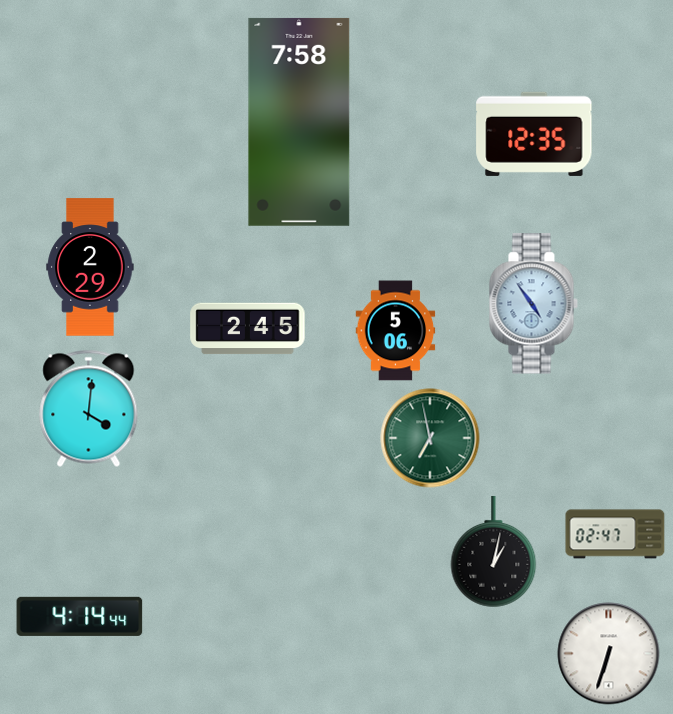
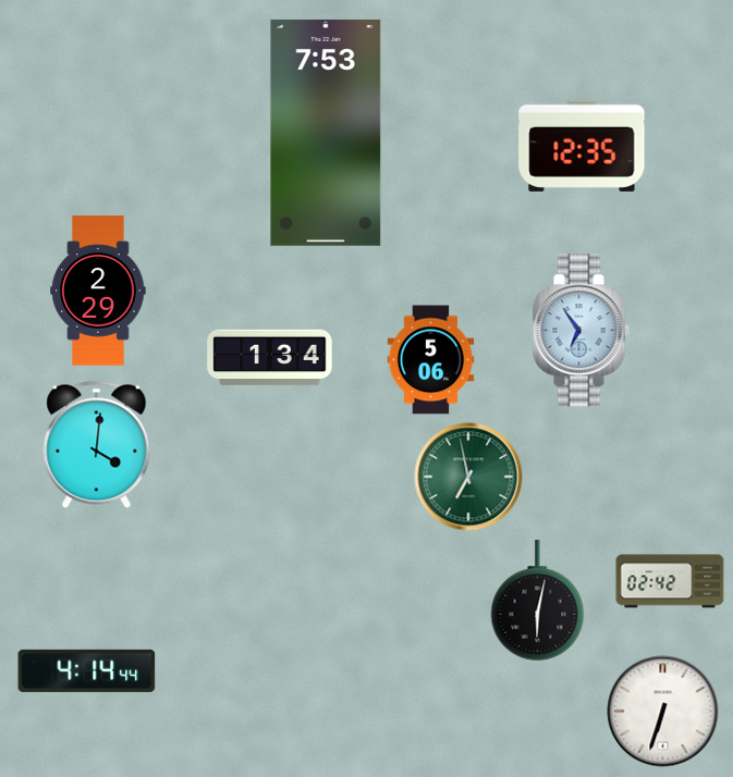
clock at (299, 122): 7:58 -> 7:53
clock at (533, 304): 4:54 -> 6:54
clock at (248, 329): 2:45 -> 1:34
clock at (615, 534): 02:47 -> 02:42
clock at (494, 552): 1:02 -> 6:02
